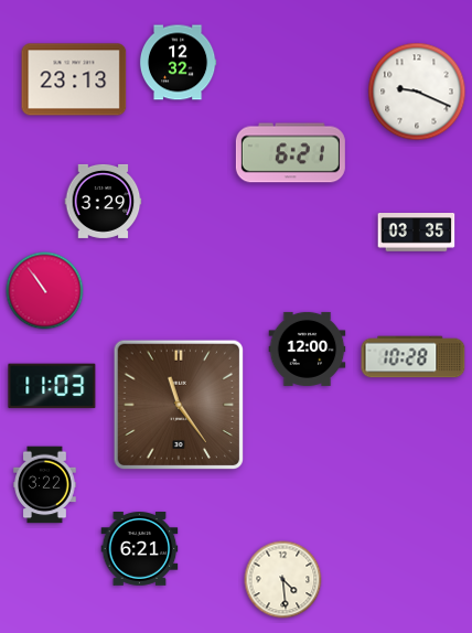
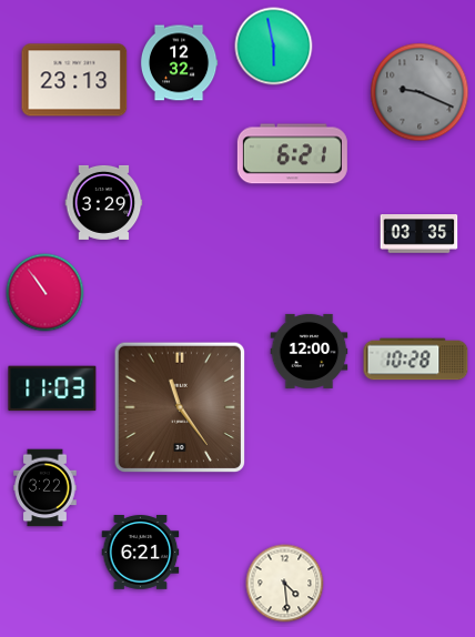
clock at (274, 47): none -> 5:58
clock at (417, 92) dial: white -> grey
